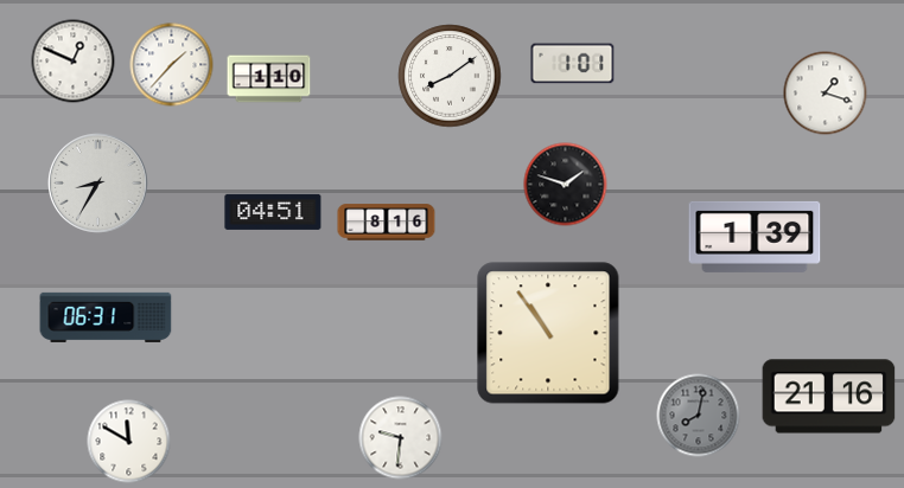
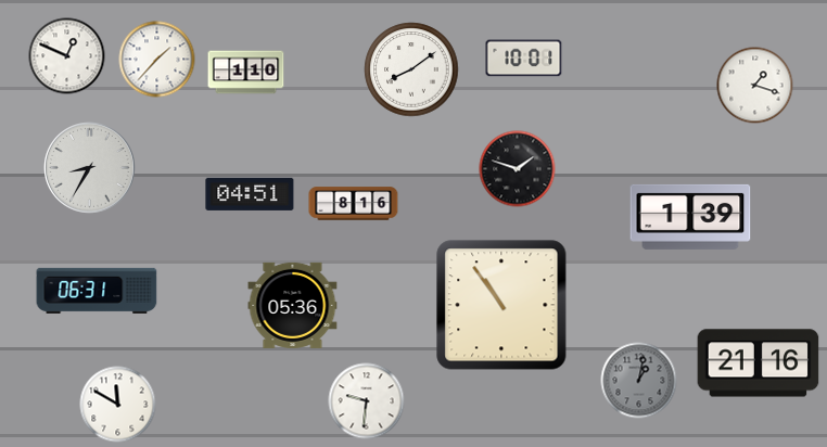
clock at (573, 64): 1:01 -> 10:01
clock at (293, 305): none -> 05:36
clock at (699, 416): 8:02 -> 1:02
